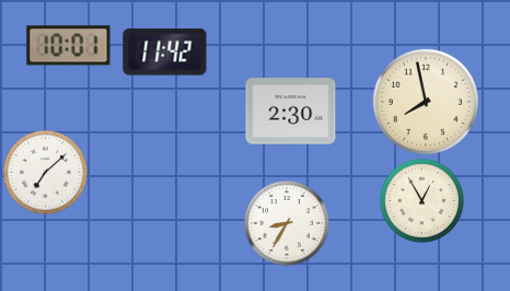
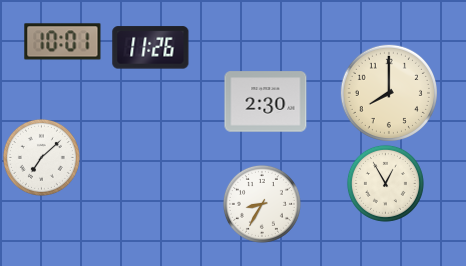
clock at (165, 53): 11:42 -> 11:26
clock at (425, 101): 7:58 -> 8:00
